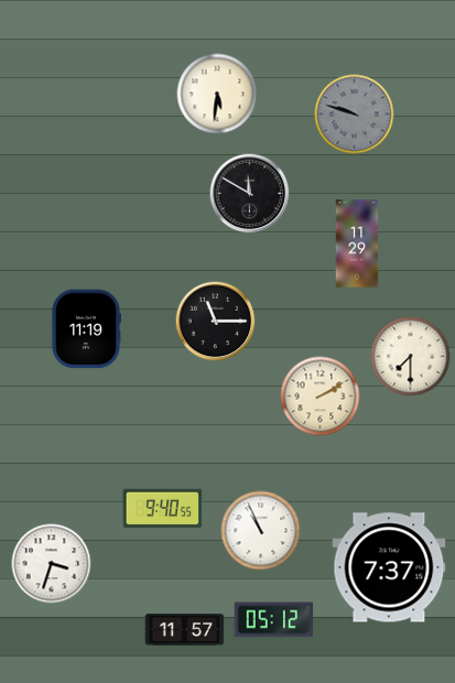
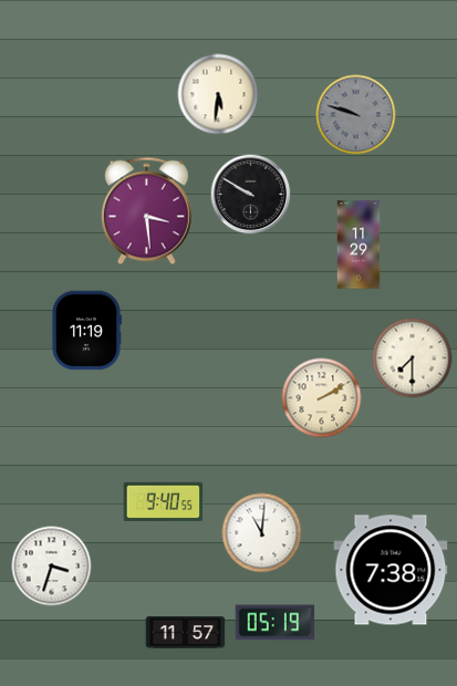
clock at (250, 194): 11:50 -> 9:50
clock at (146, 211): none -> 3:29
clock at (216, 322): 11:15 -> none
clock at (163, 508) position: (163, 508) -> (164, 501)
clock at (261, 531): 10:56 -> 11:01
clock at (389, 567): 7:37 -> 7:38
clock at (274, 620): 05:12 -> 05:19
